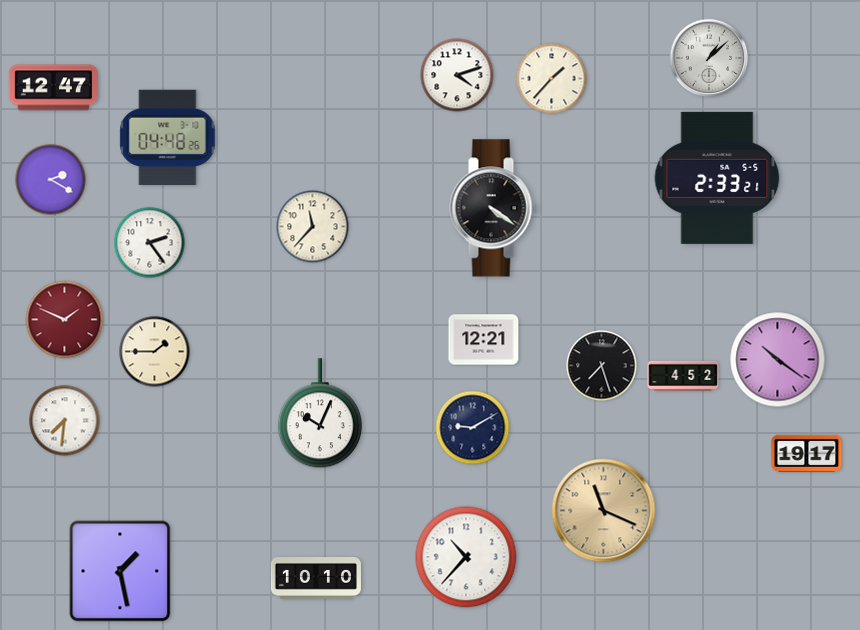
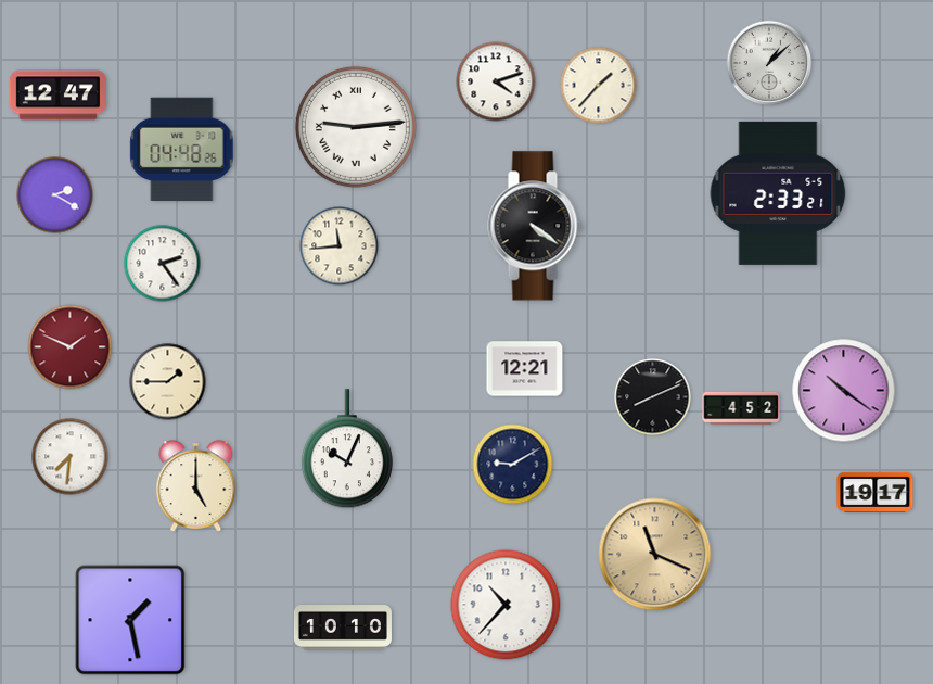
clock at (356, 127): none -> 9:14
clock at (313, 227): 11:37 -> 11:44
clock at (602, 366): 7:27 -> 8:11
clock at (196, 486): none -> 5:00
